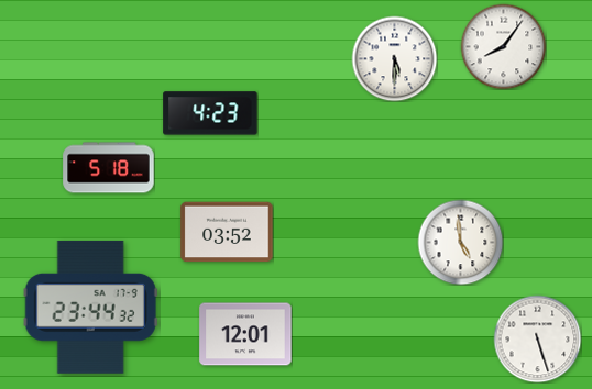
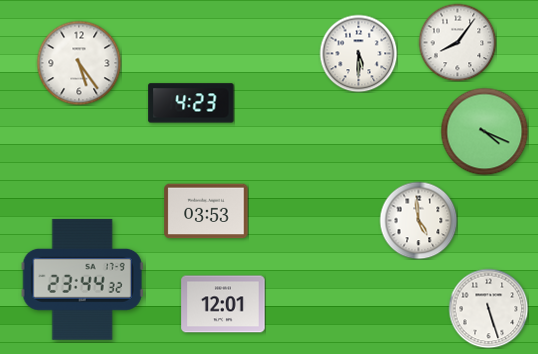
clock at (79, 63): none -> 5:24
clock at (484, 131): none -> 4:19
clock at (109, 168): 5:18 -> none
clock at (227, 232): 03:52 -> 03:53
